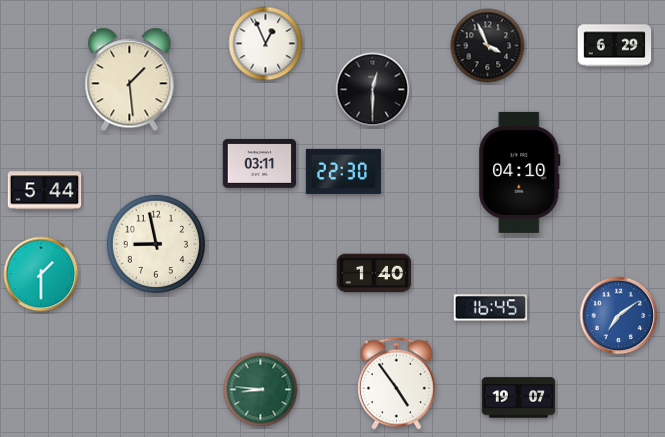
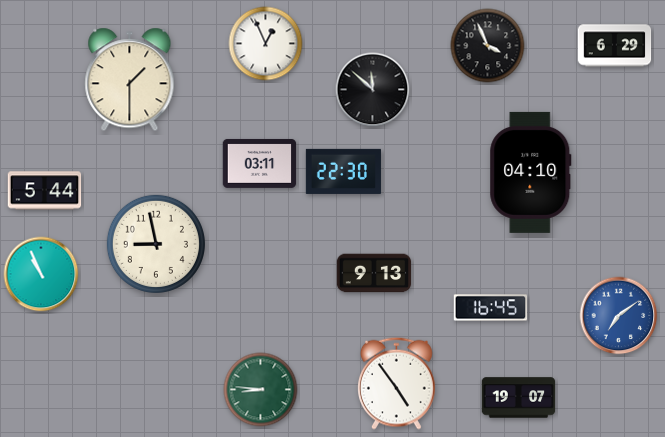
clock at (130, 80): 1:29 -> 1:30
clock at (373, 90): 12:30 -> 11:52
clock at (520, 172) position: (520, 172) -> (531, 172)
clock at (374, 273): 1:40 -> 9:13
clock at (41, 274): 1:30 -> 10:56
